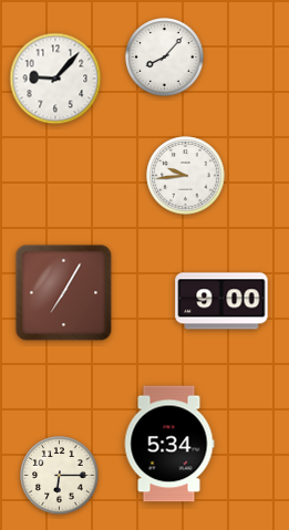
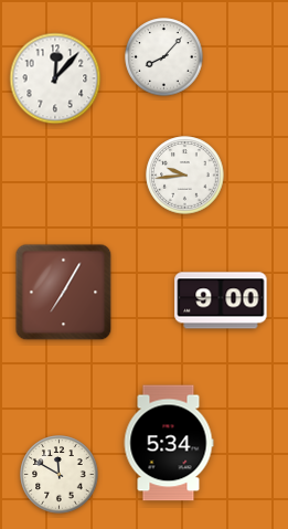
clock at (55, 79): 9:07 -> 12:07
clock at (60, 476): 6:15 -> 11:50
